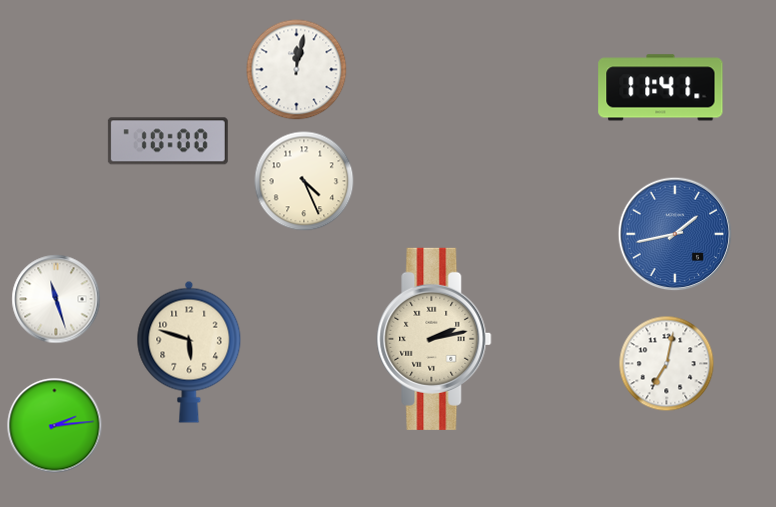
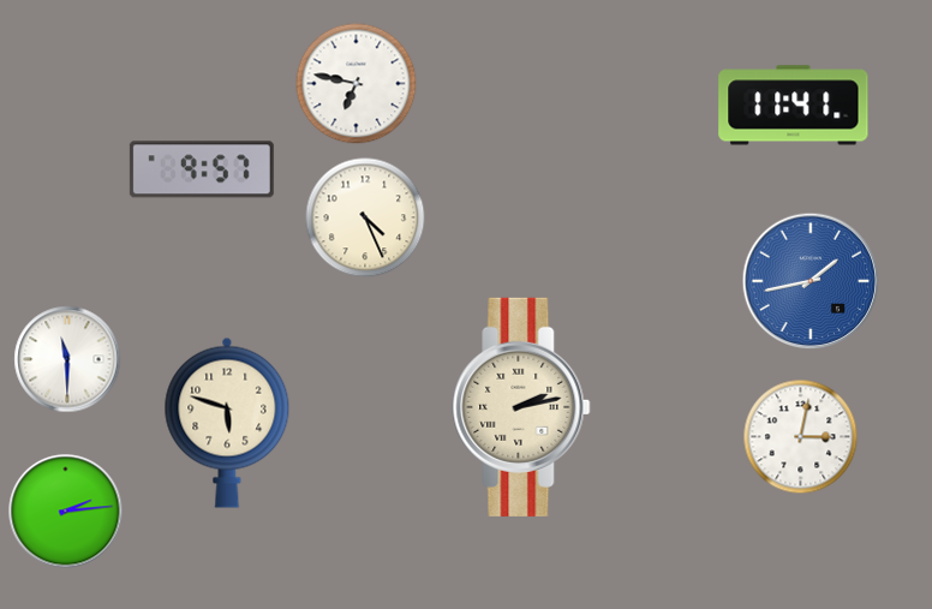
clock at (297, 70): 12:02 -> 6:47
clock at (168, 141): 10:00 -> 9:57
clock at (56, 299): 11:27 -> 11:30
clock at (667, 364): 7:02 -> 3:02
